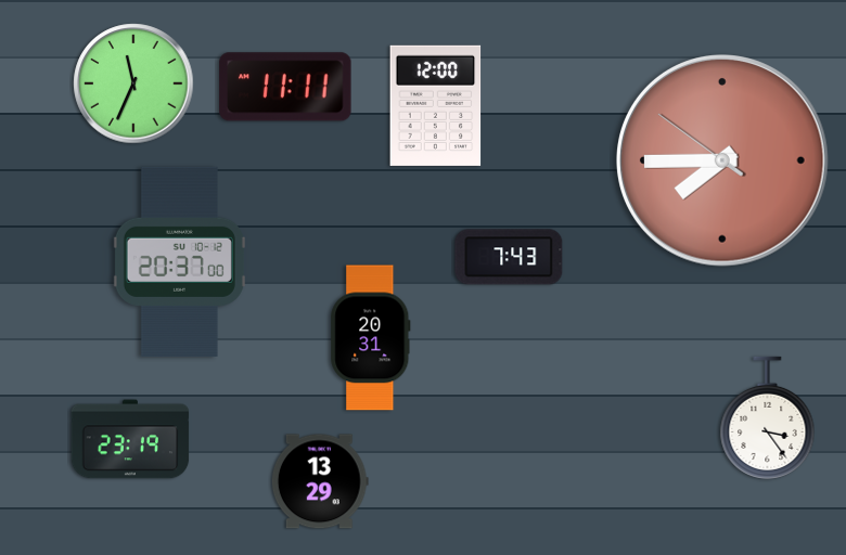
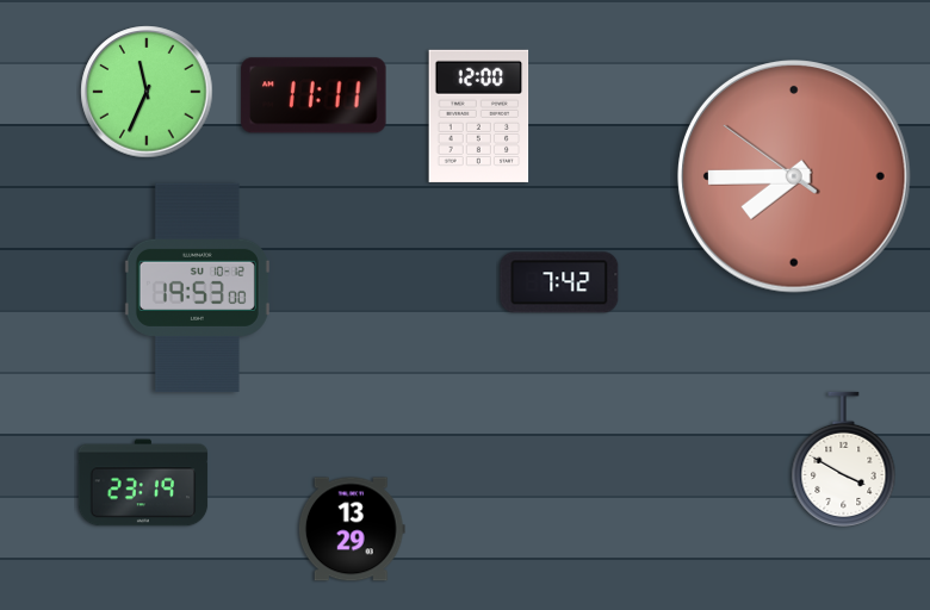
clock at (509, 257): 7:43 -> 7:42
clock at (179, 261): 20:37 -> 19:53
clock at (371, 338): 20:31 -> none
clock at (768, 417): 3:24 -> 3:50
